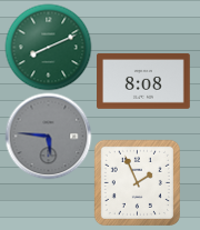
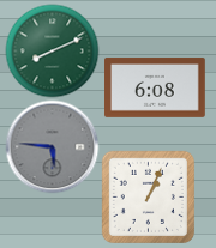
clock at (144, 81): 8:08 -> 6:08
clock at (137, 182): 1:56 -> 1:04
